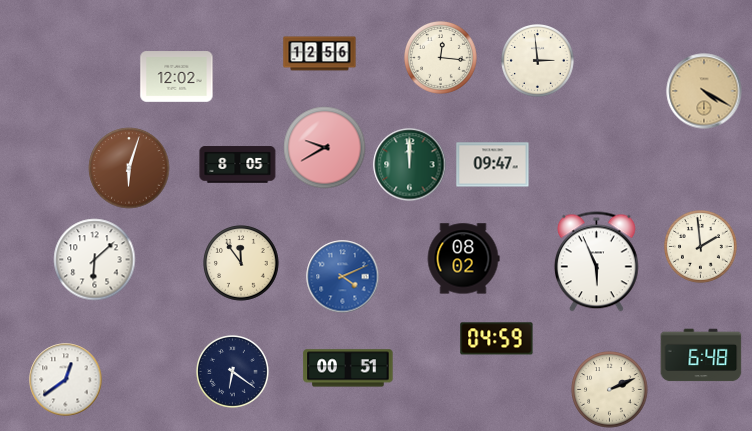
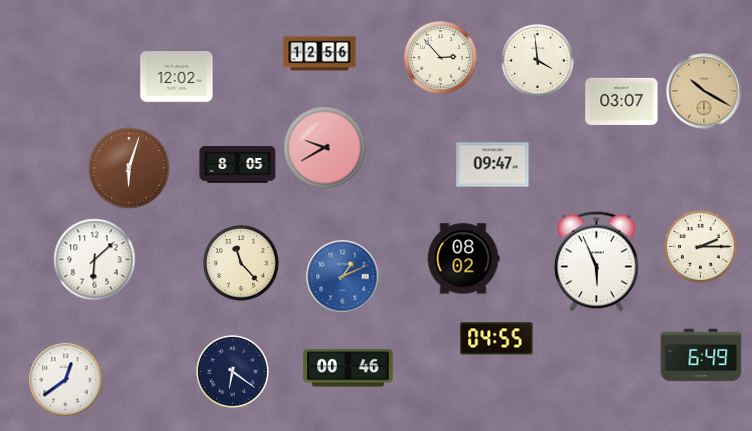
clock at (441, 58): 12:16 -> 2:53
clock at (538, 61): 2:59 -> 3:59
clock at (704, 91): 4:20 -> 10:20
clock at (622, 101): none -> 03:07
clock at (410, 165): 12:00 -> none
clock at (701, 247): 1:59 -> 2:15
clock at (241, 263): 11:54 -> 11:23
clock at (343, 277): 4:11 -> 1:11
clock at (497, 339): 04:59 -> 04:55
clock at (701, 355): 6:48 -> 6:49
clock at (348, 368): 00:51 -> 00:46
clock at (610, 390): 2:11 -> none
